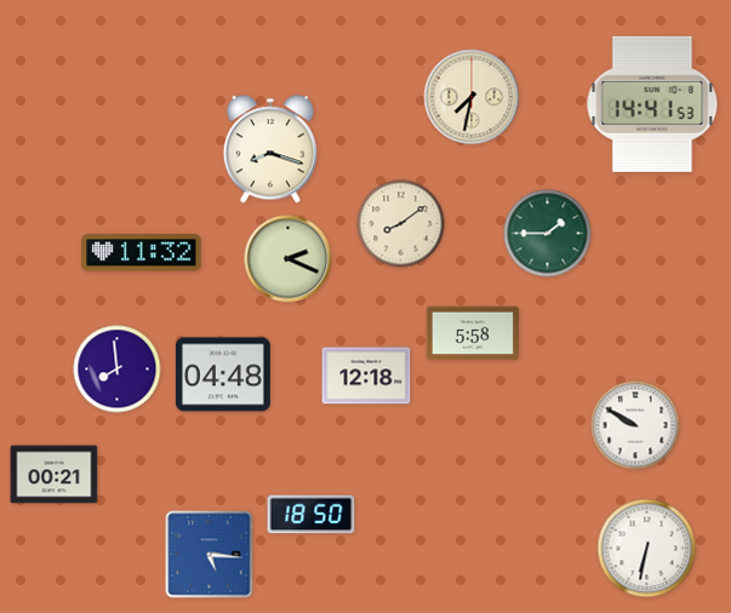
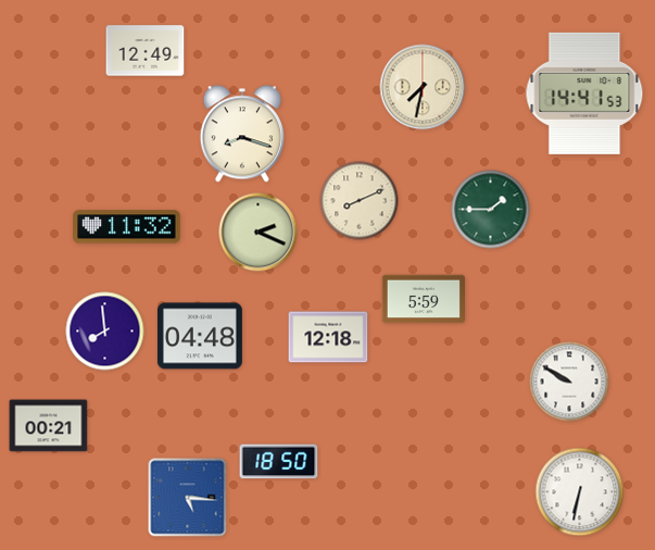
clock at (146, 51): none -> 12:49
clock at (401, 224): 8:09 -> 8:11
clock at (472, 333): 5:58 -> 5:59
